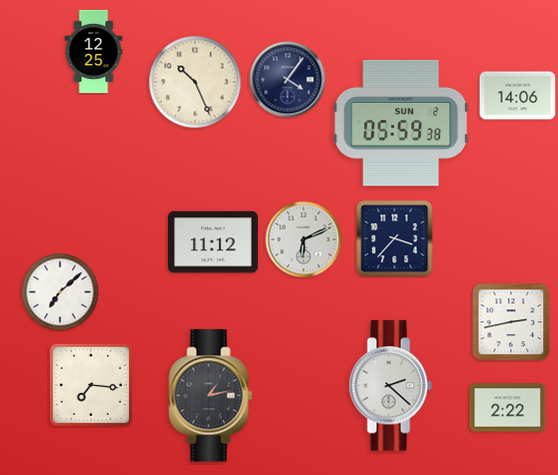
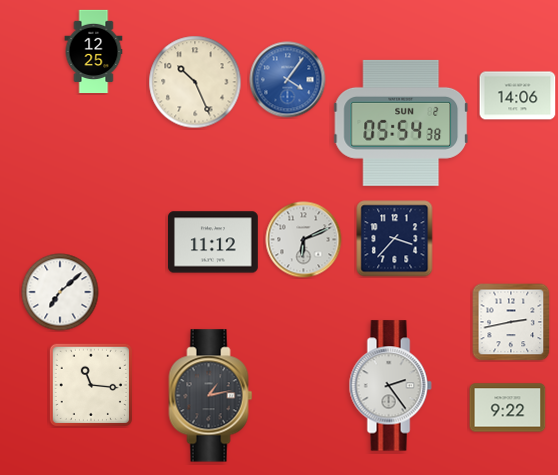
clock at (288, 80) dial: navy -> blue
clock at (401, 123): 05:59 -> 05:54
clock at (90, 384): 7:16 -> 11:16
clock at (390, 386): 2:22 -> 2:24
clock at (508, 408): 2:22 -> 9:22
